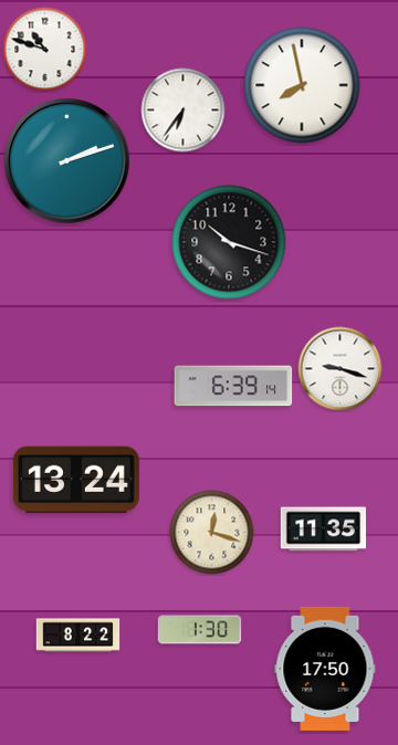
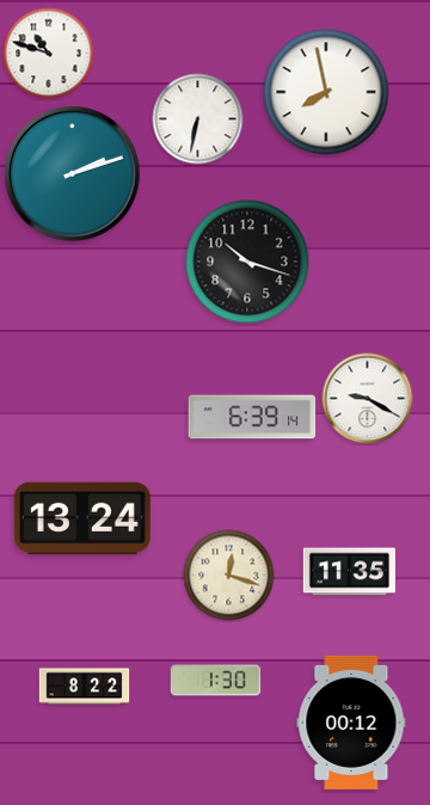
clock at (184, 111): 6:36 -> 6:32
clock at (341, 369): 9:18 -> 9:20
clock at (325, 669): 17:50 -> 00:12
